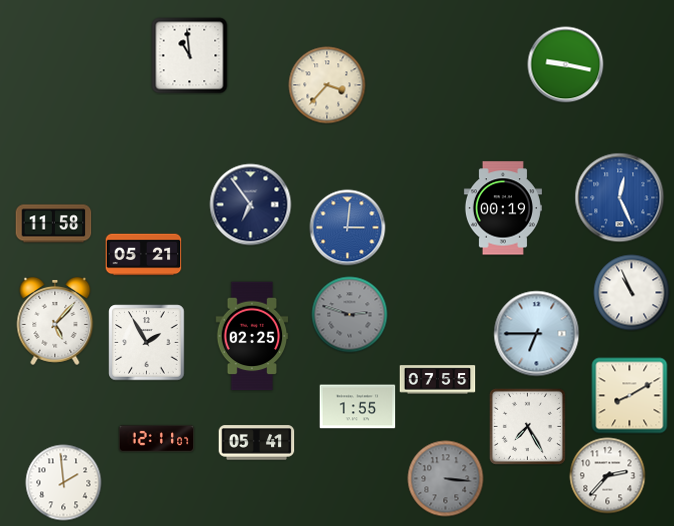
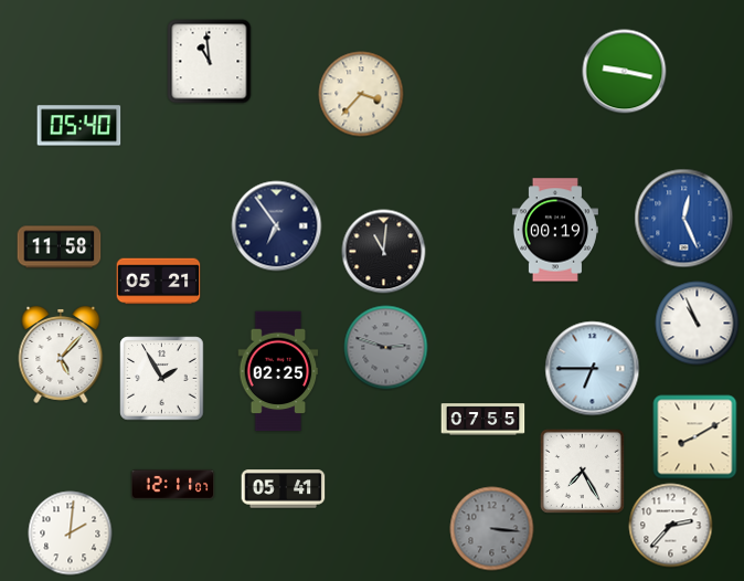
clock at (79, 126): none -> 05:40
clock at (348, 228): 3:01 -> 11:01
clock at (348, 228) dial: blue -> black
clock at (358, 407): 1:55 -> none
clock at (64, 483): 1:59 -> 2:01
